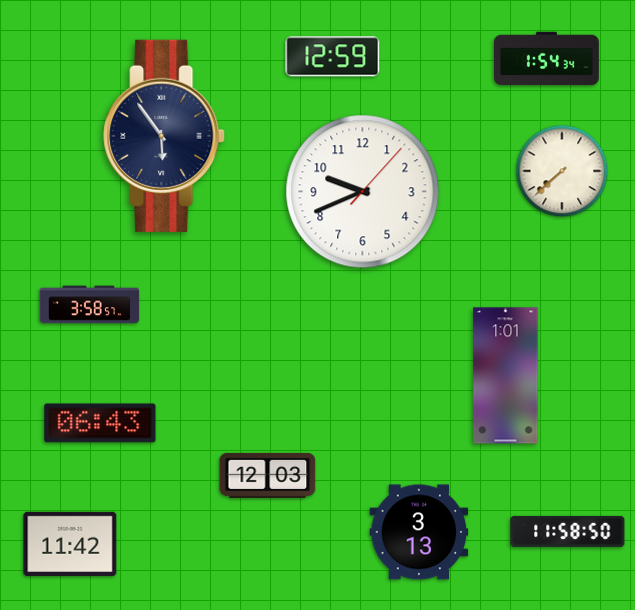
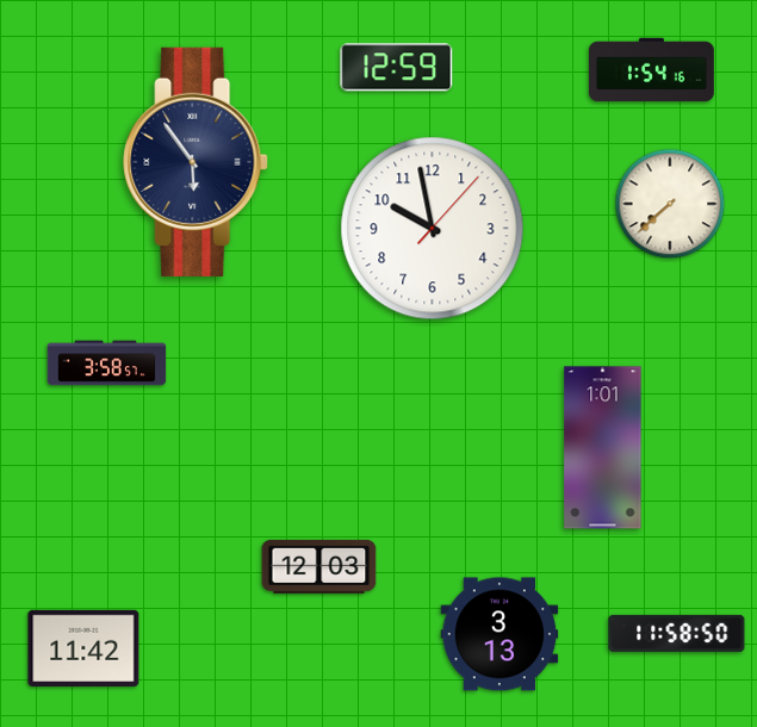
clock at (547, 59): 1:54:34 -> 1:54:16
clock at (363, 192): 9:41 -> 9:58
clock at (100, 423): 06:43 -> none
